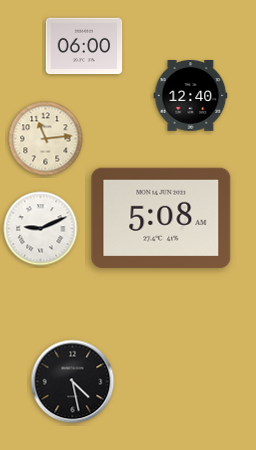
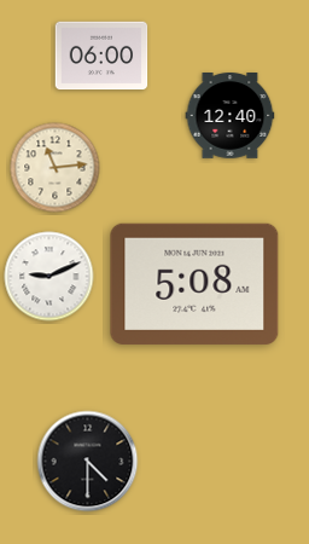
clock at (161, 218) position: (161, 218) -> (194, 284)
clock at (73, 382): 4:28 -> 4:30
